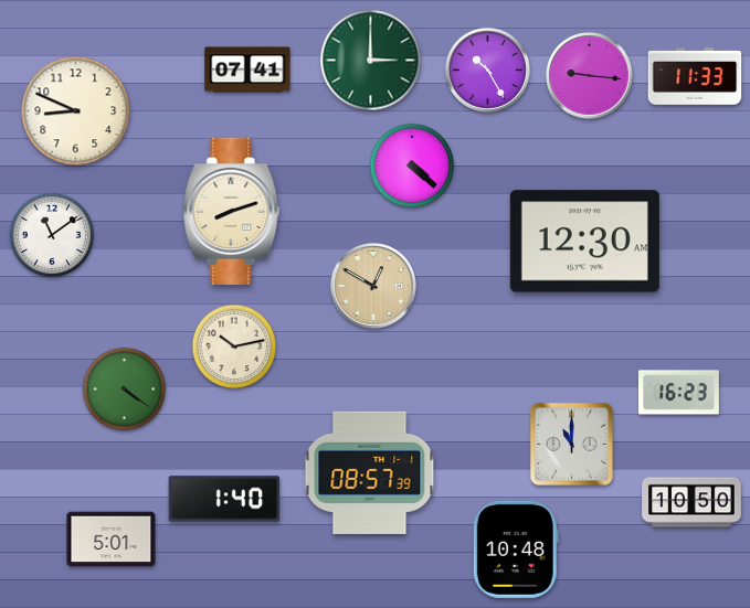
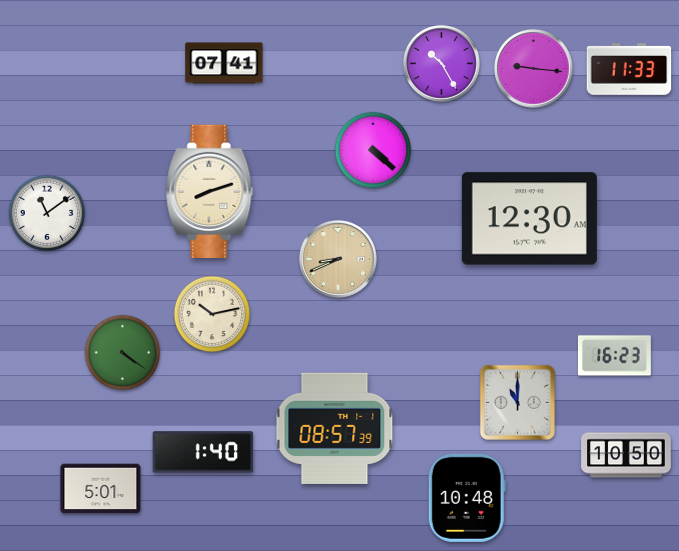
clock at (371, 61): 3:00 -> none
clock at (76, 111): 8:49 -> none
clock at (374, 287): 12:50 -> 8:41
clock at (125, 390) position: (125, 390) -> (123, 353)
